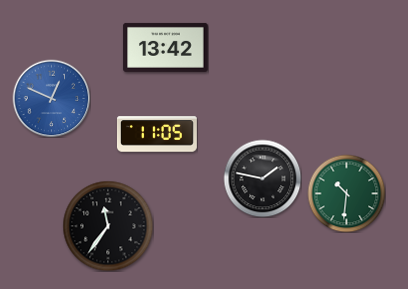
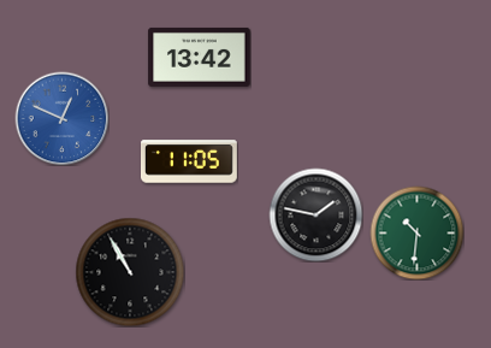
clock at (108, 226): 11:36 -> 10:55
